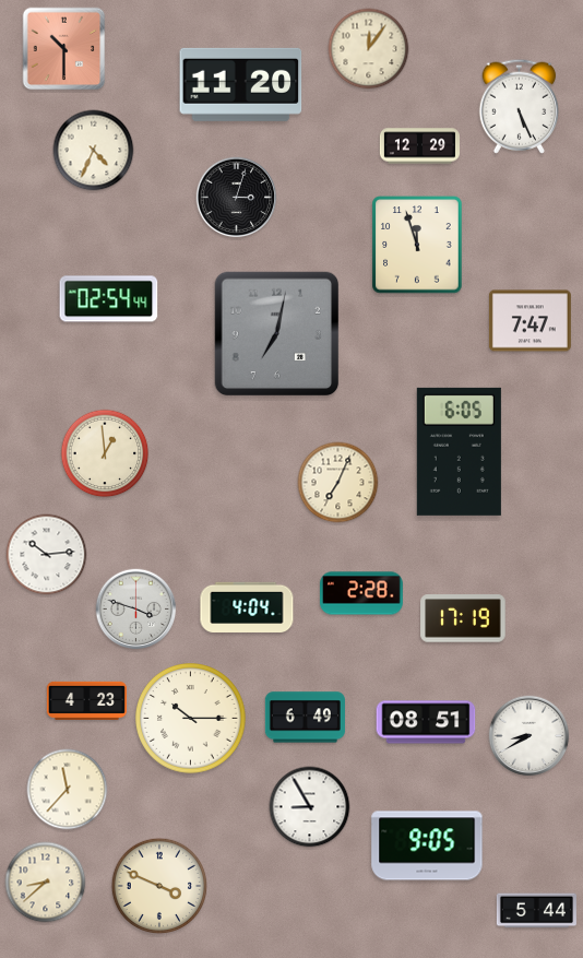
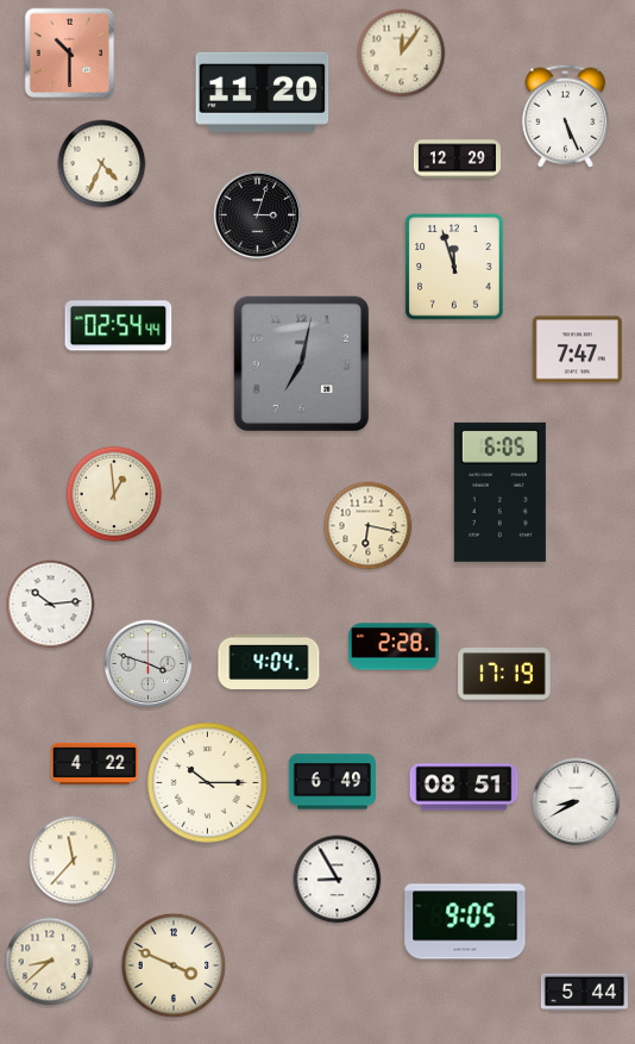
clock at (338, 483): 7:04 -> 6:17
clock at (86, 700): 4:23 -> 4:22
